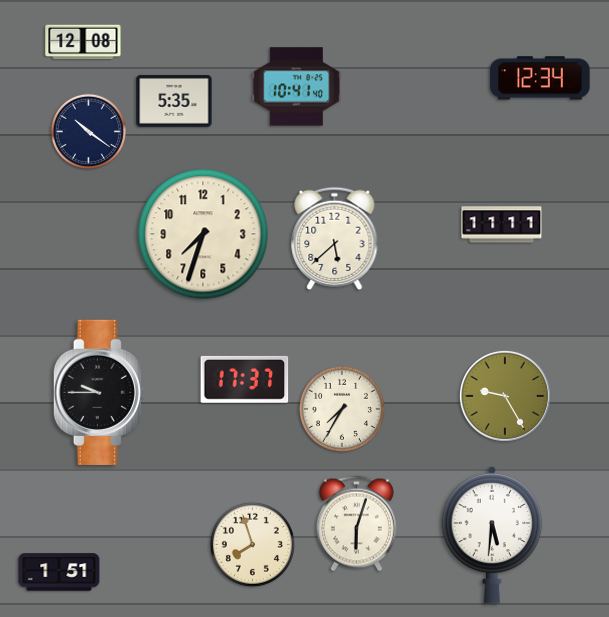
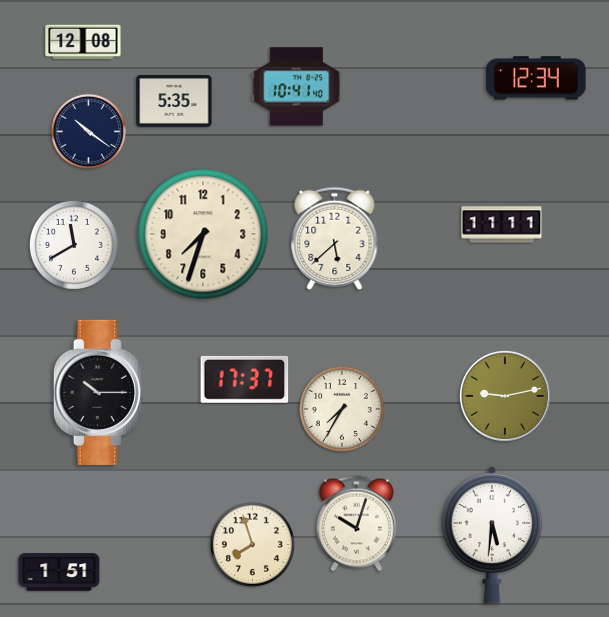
clock at (540, 78) position: (540, 78) -> (536, 78)
clock at (74, 245): none -> 11:40
clock at (99, 392): 9:45 -> 10:15
clock at (505, 396): 9:25 -> 9:13
clock at (356, 524): 6:03 -> 10:03
